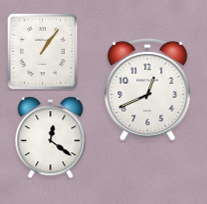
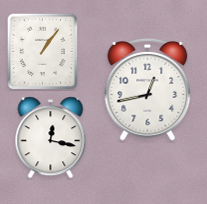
clock at (148, 90): 12:41 -> 12:43
clock at (51, 138): 12:21 -> 12:17
